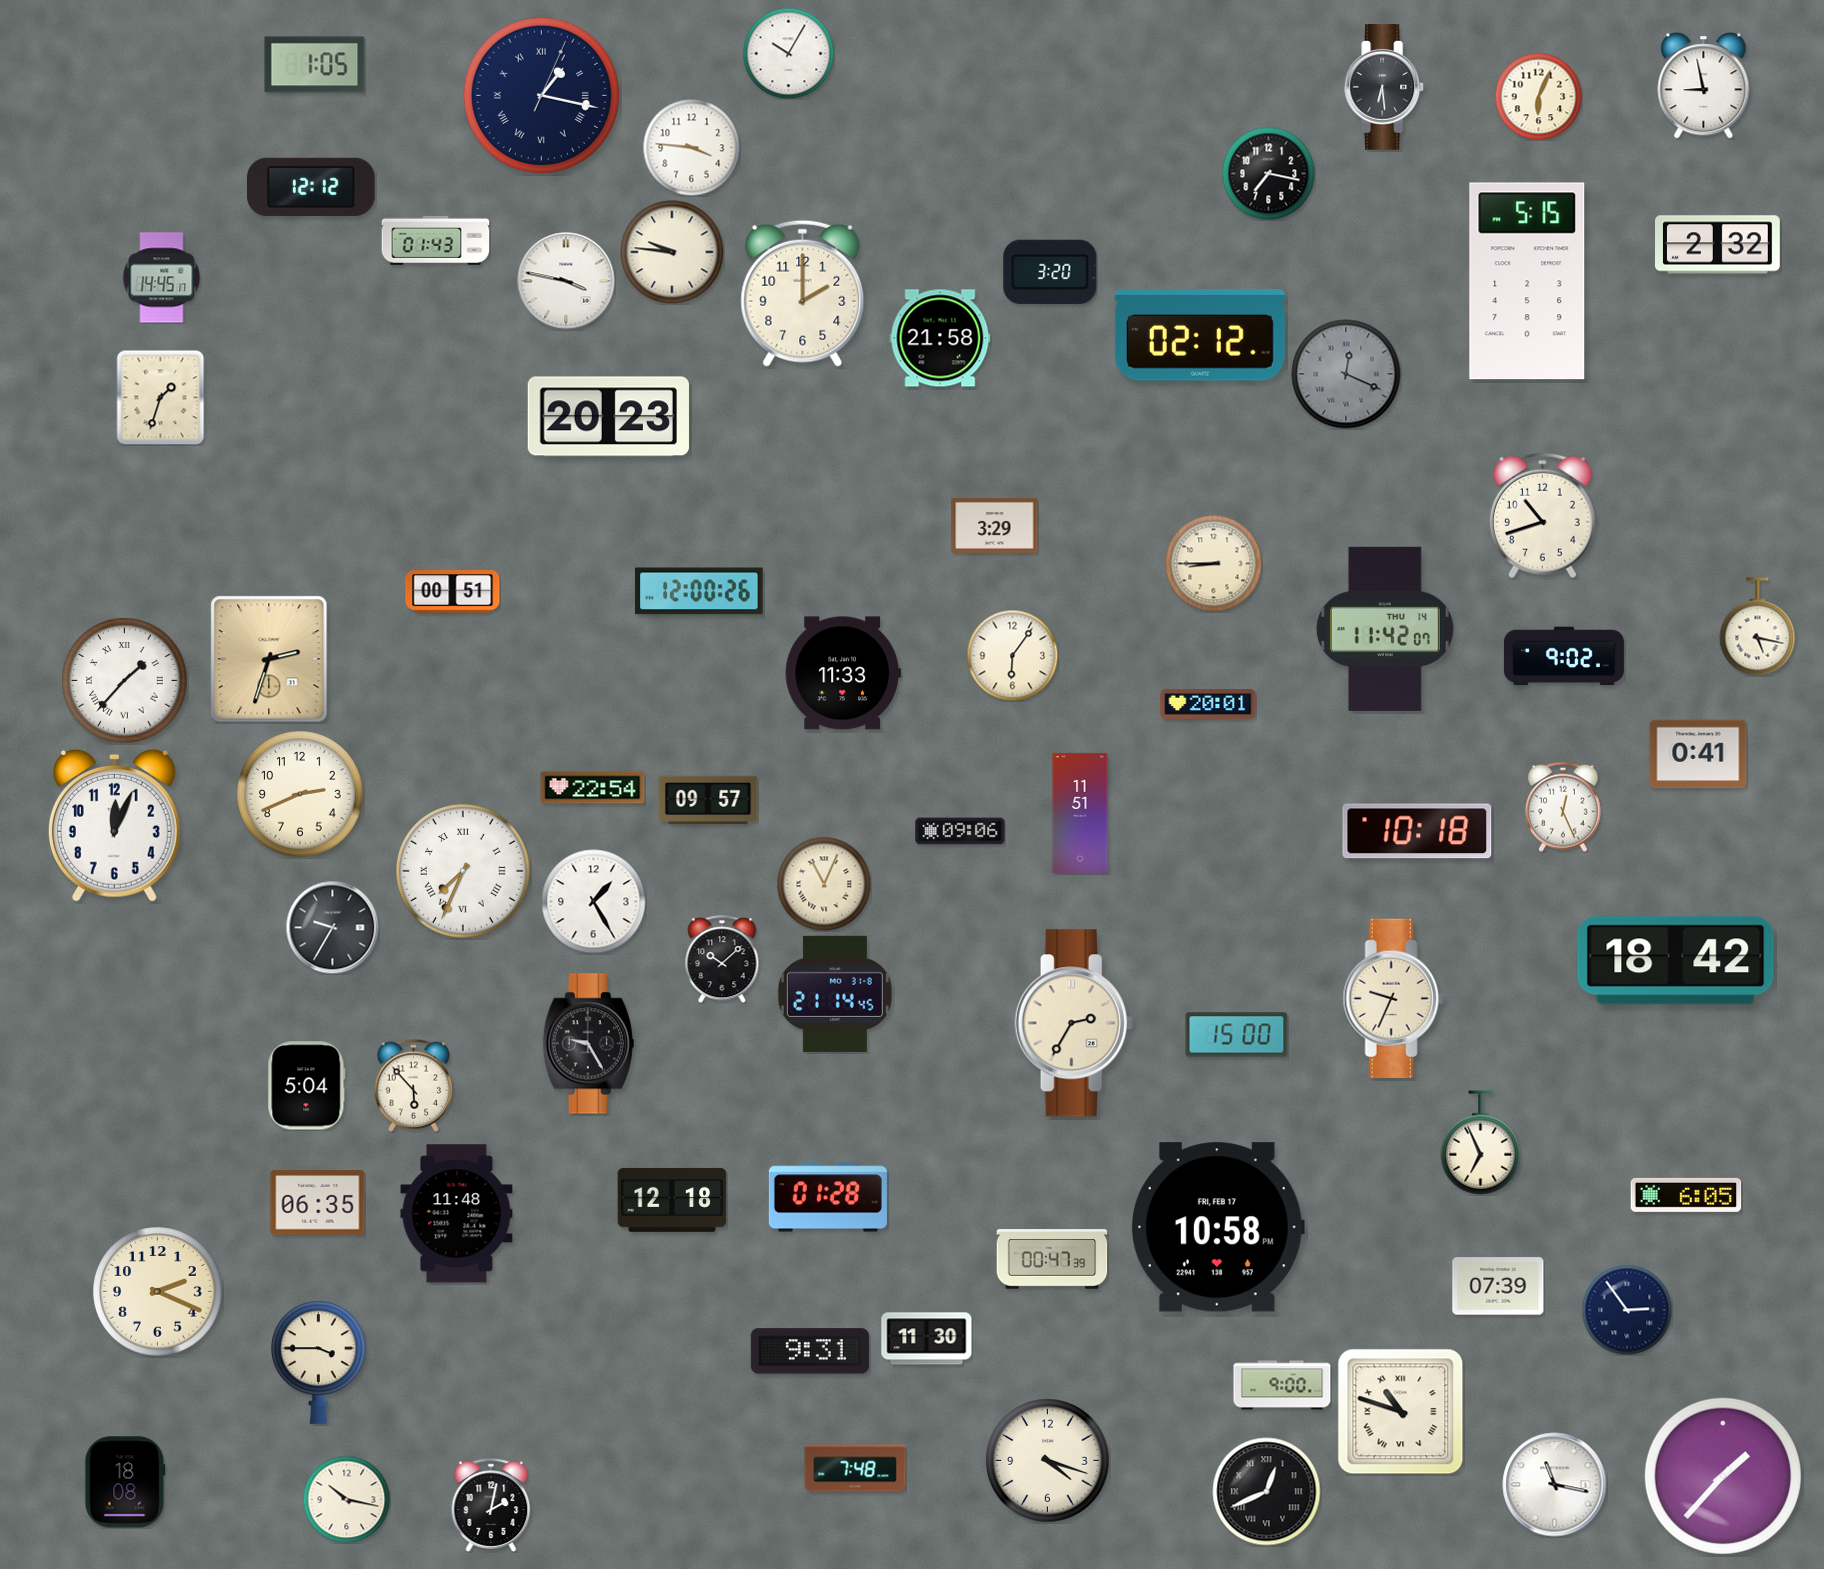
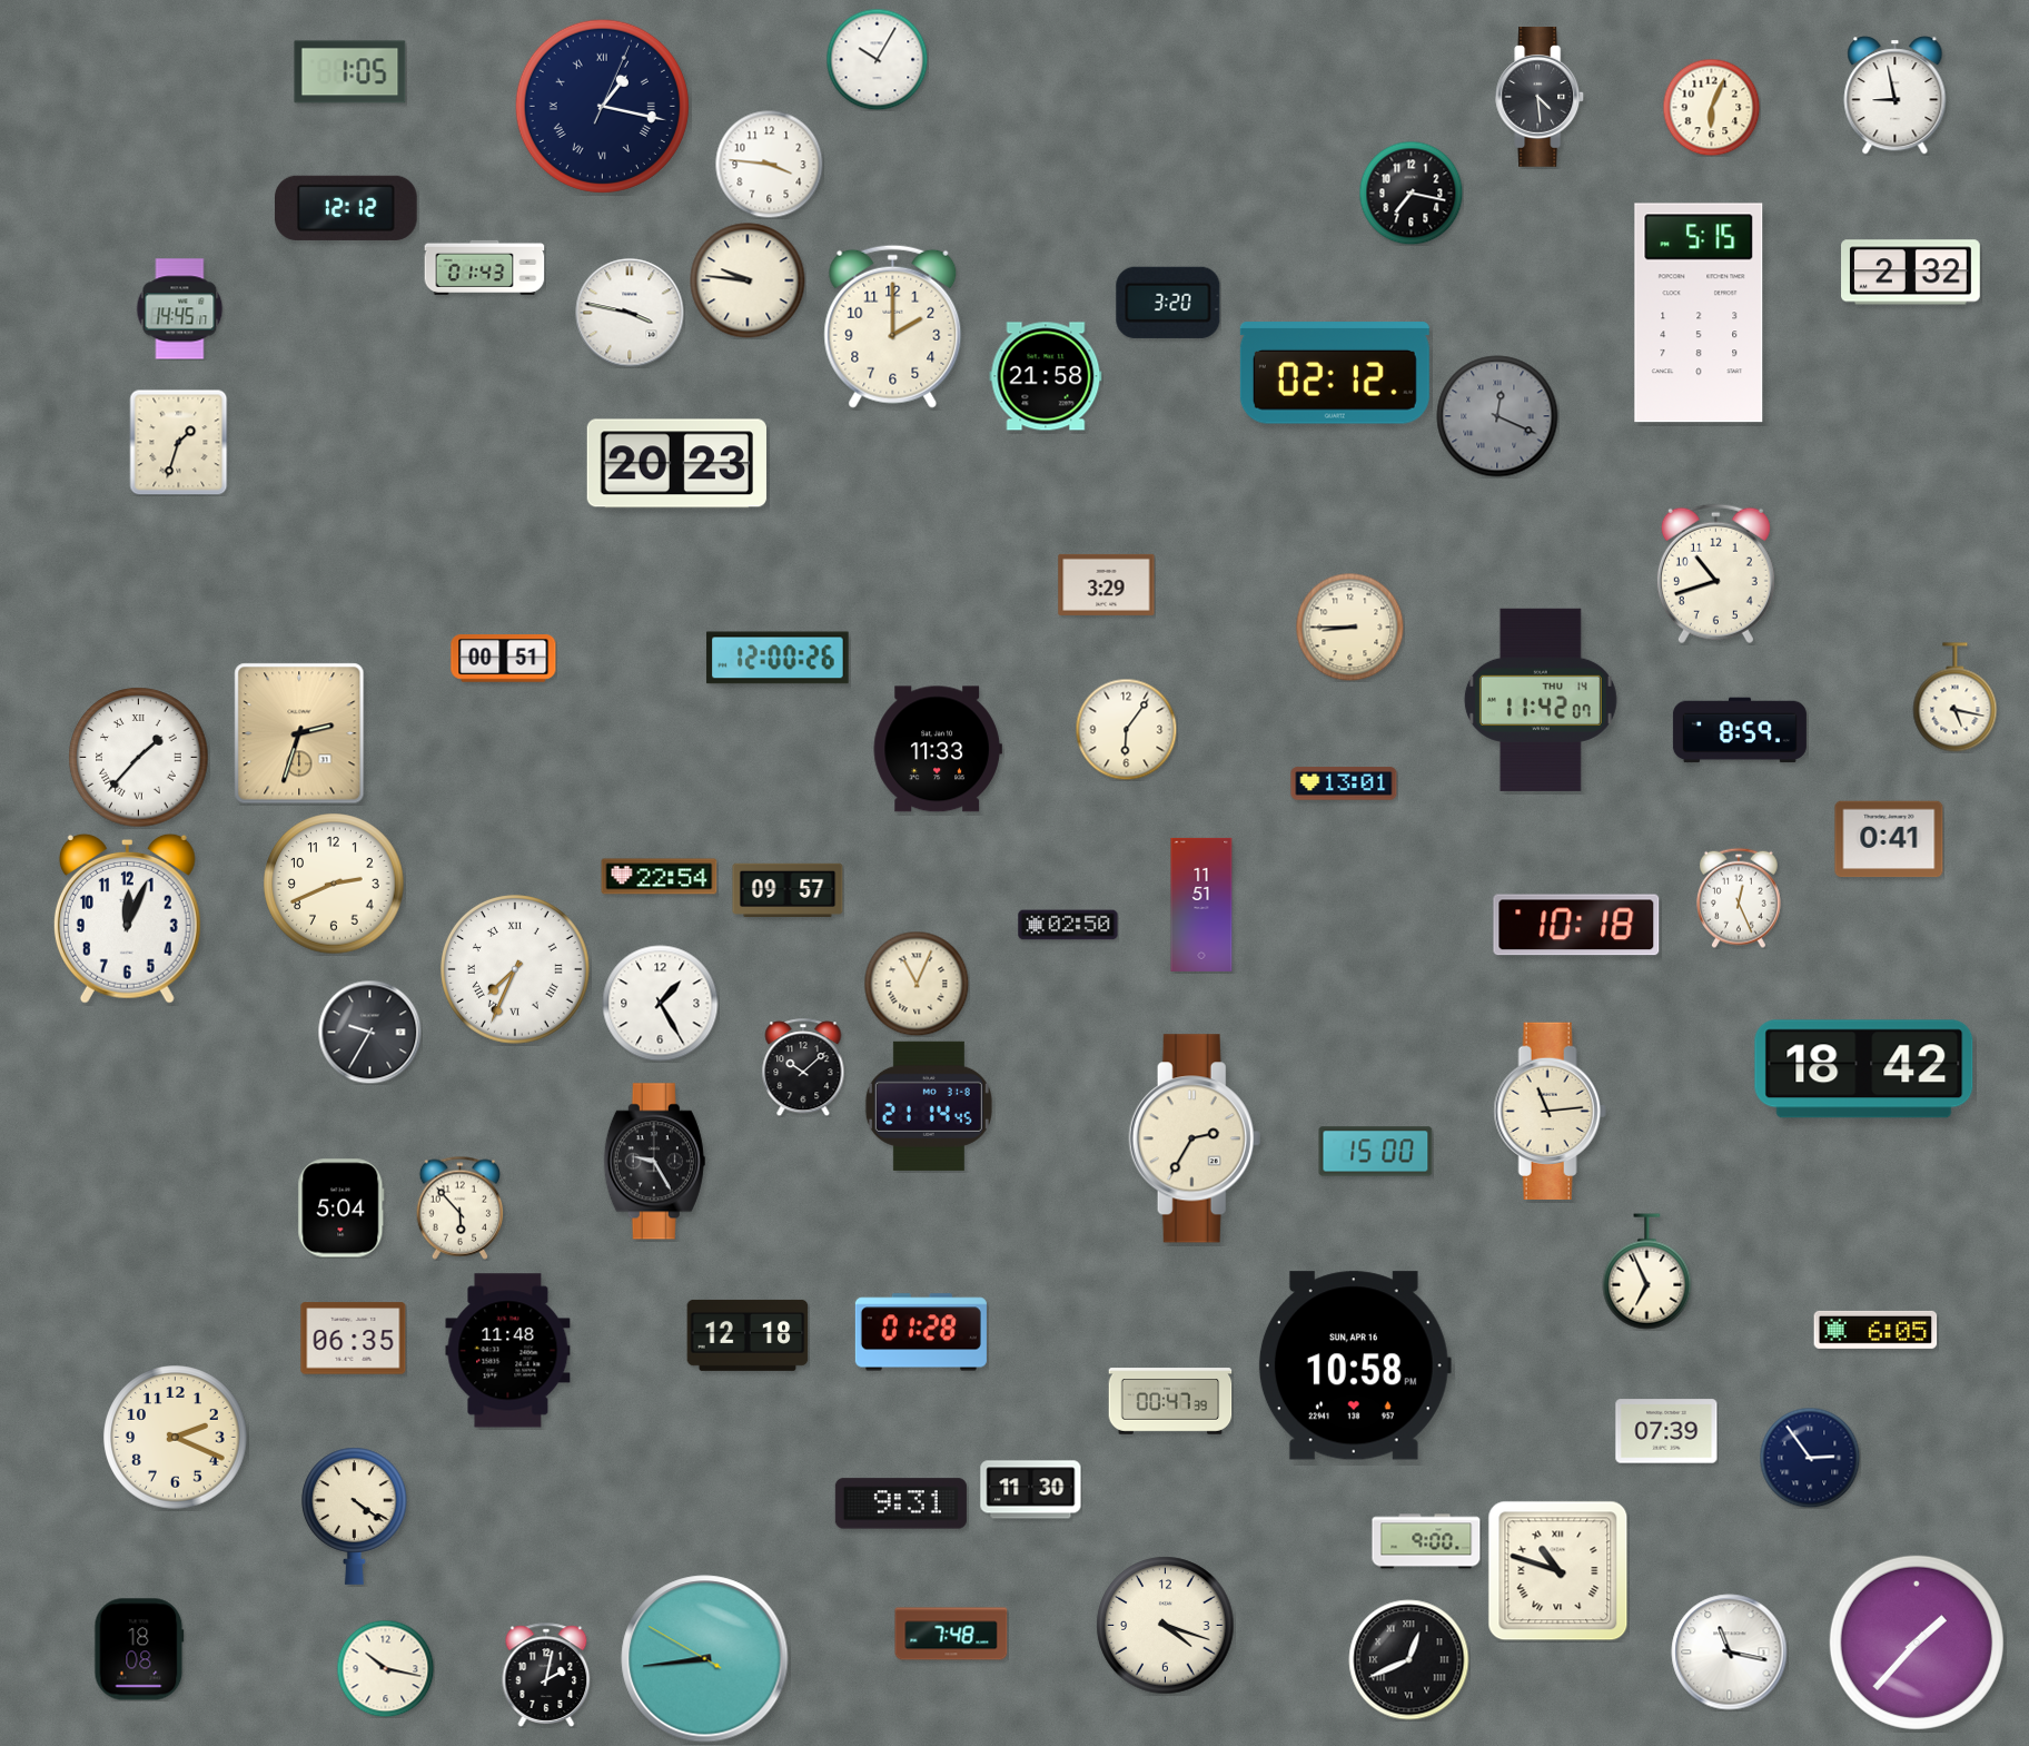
clock at (1385, 88): 6:29 -> 4:29
clock at (1564, 656): 9:02 -> 8:59
clock at (1208, 704): 20:01 -> 13:01
clock at (960, 831): 09:06 -> 02:50
clock at (1393, 999): 9:34 -> 11:14
clock at (1218, 1227) date: FRI, FEB 17 -> SUN, APR 16
clock at (319, 1362): 3:45 -> 4:21
clock at (705, 1659): none -> 8:43
